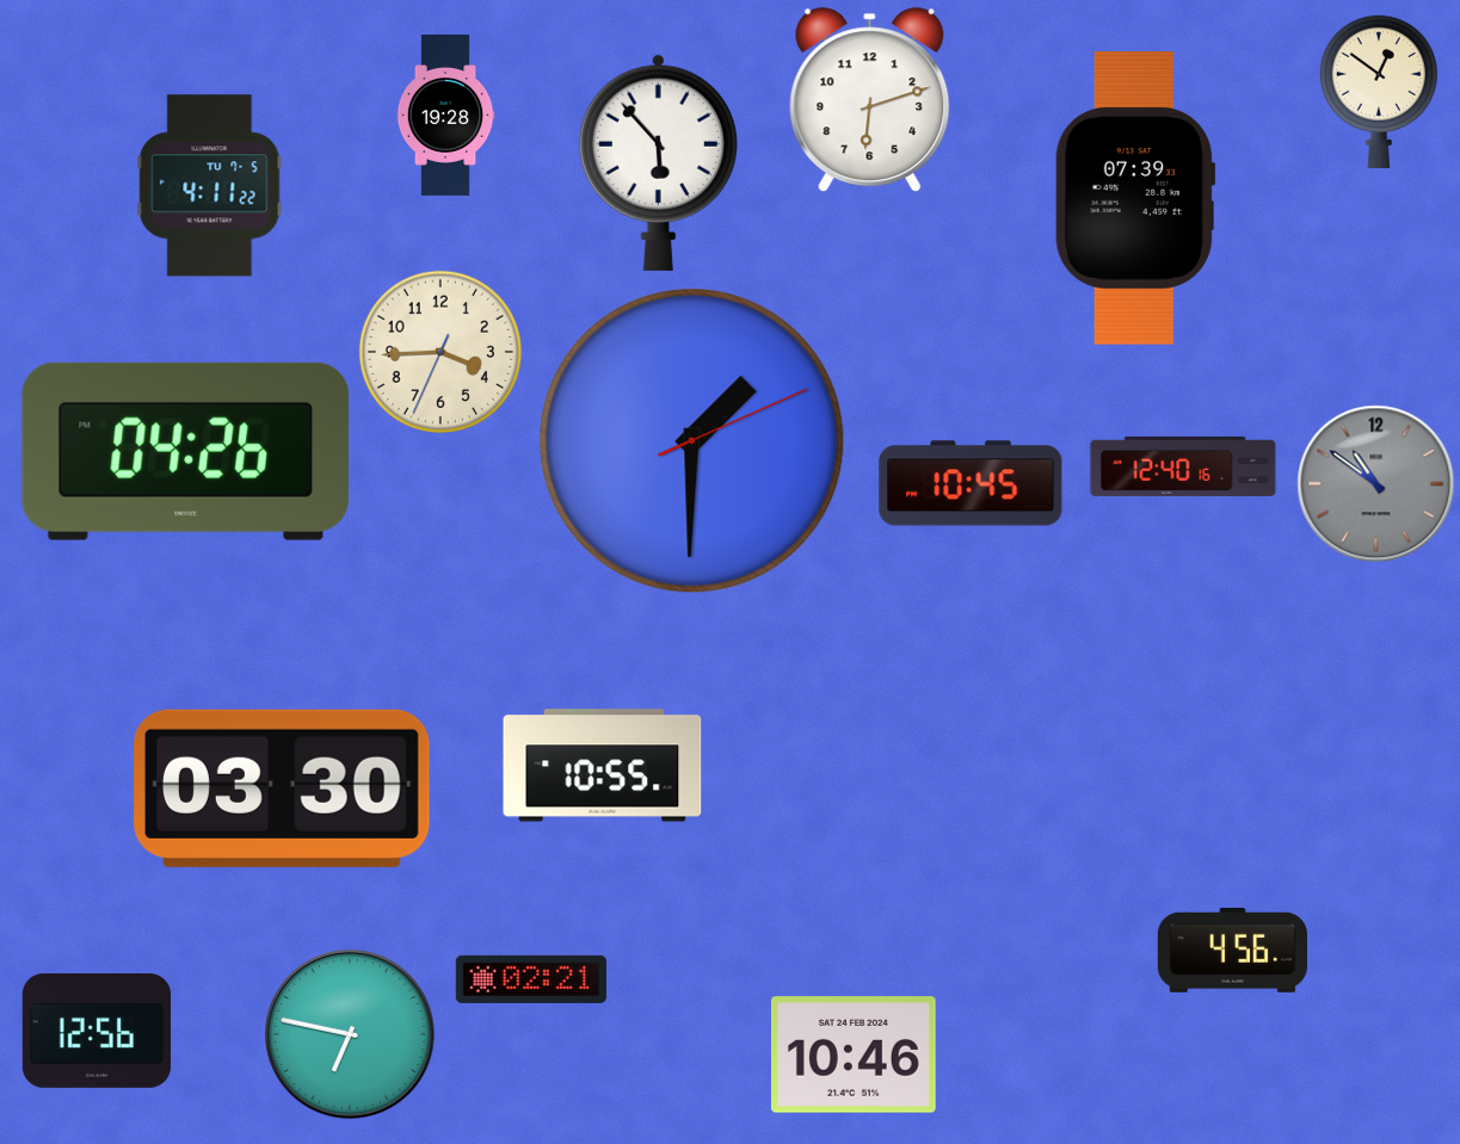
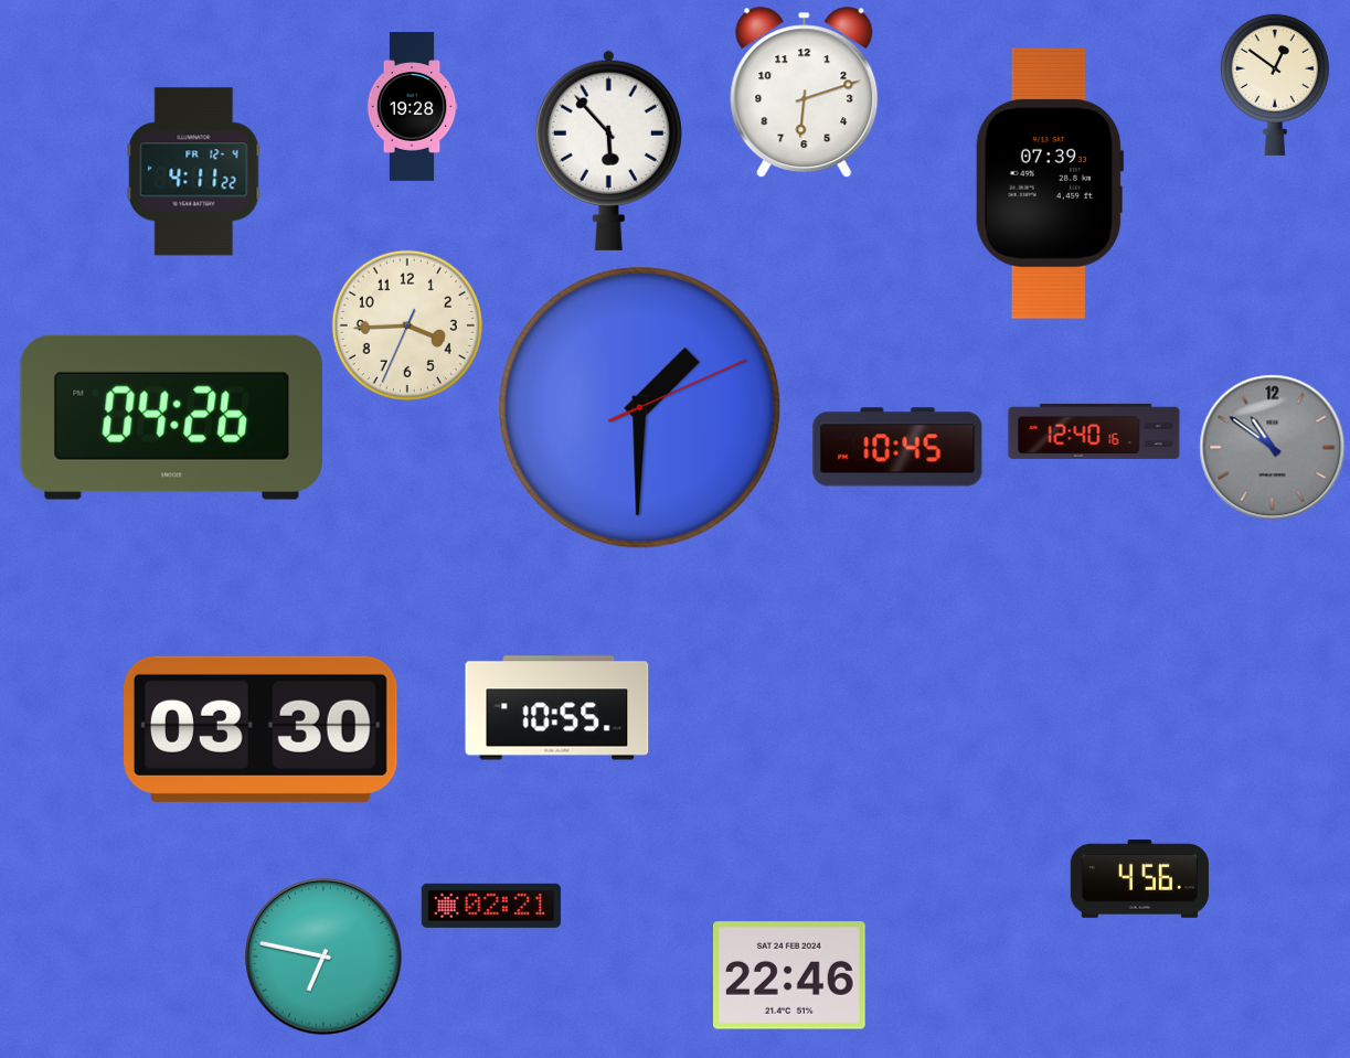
clock at (210, 186) date: TU 7-5 -> FR 12-4
clock at (96, 1031): 12:56 -> none
clock at (854, 1055): 10:46 -> 22:46
